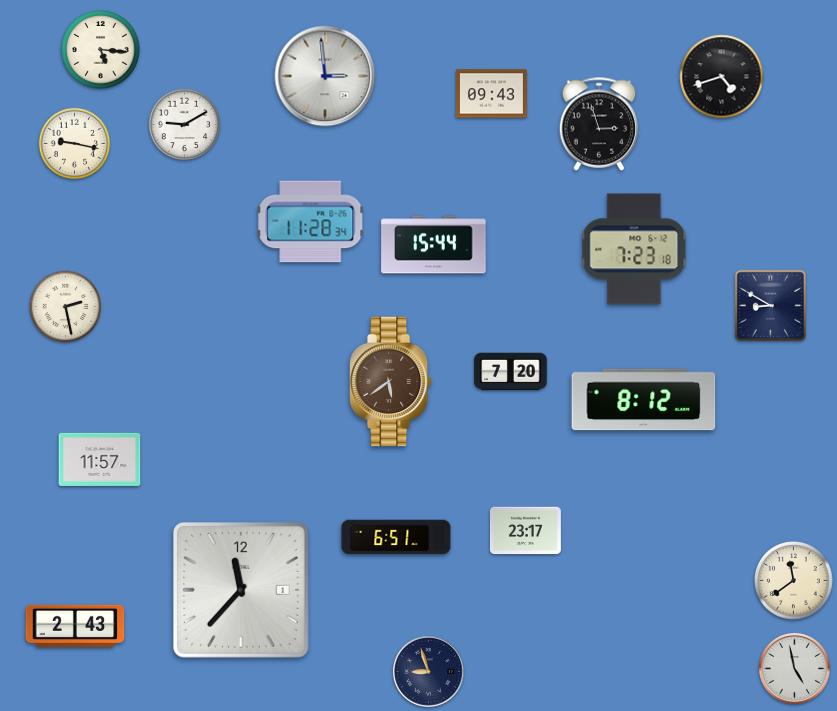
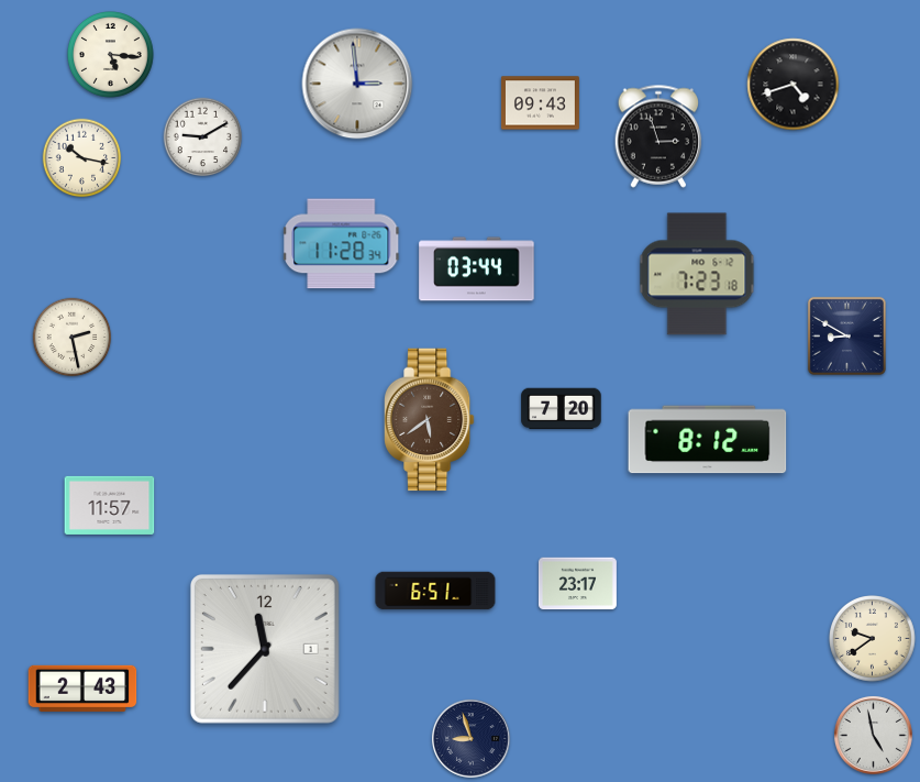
clock at (75, 144): 9:17 -> 10:17
clock at (434, 245): 15:44 -> 03:44
clock at (794, 581): 11:39 -> 9:39
